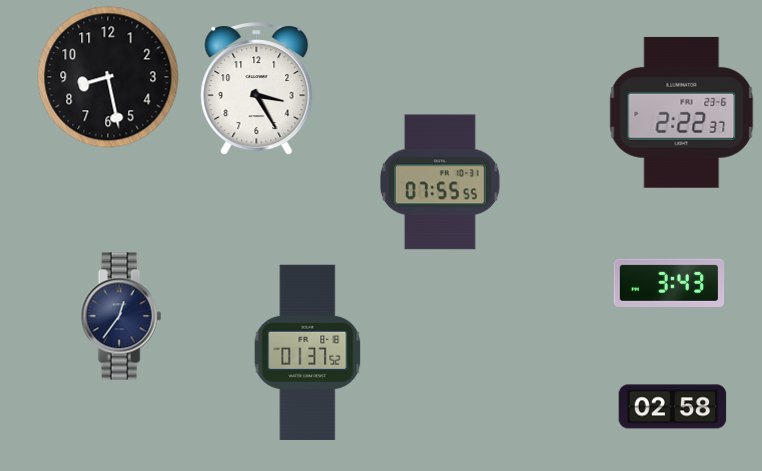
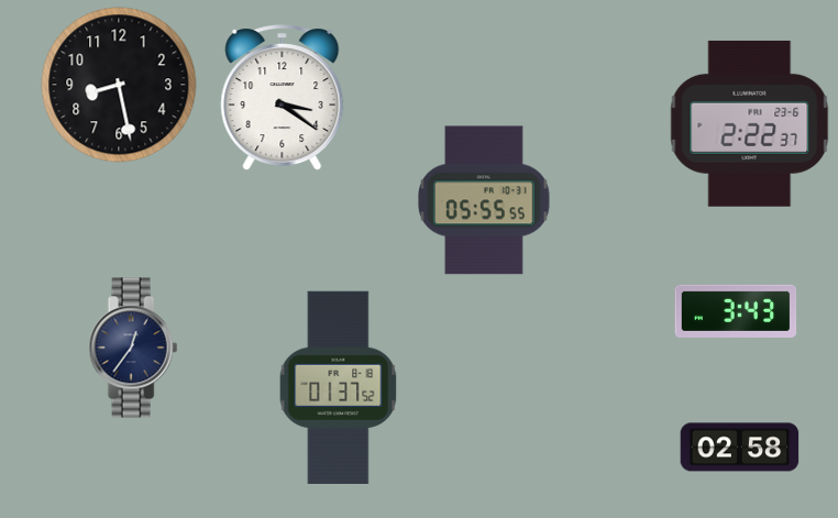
clock at (257, 89): 3:25 -> 3:21
clock at (440, 182): 07:55 -> 05:55
